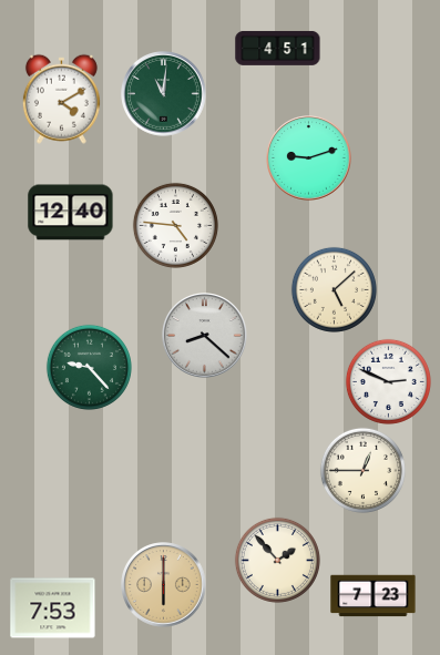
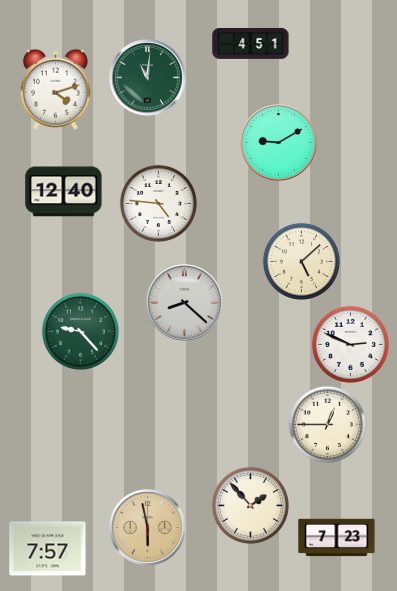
clock at (164, 94) position: (164, 94) -> (148, 78)
clock at (61, 99): 4:10 -> 4:12
clock at (309, 158): 9:12 -> 9:10
clock at (164, 585): 6:00 -> 5:58
clock at (53, 608): 7:53 -> 7:57
